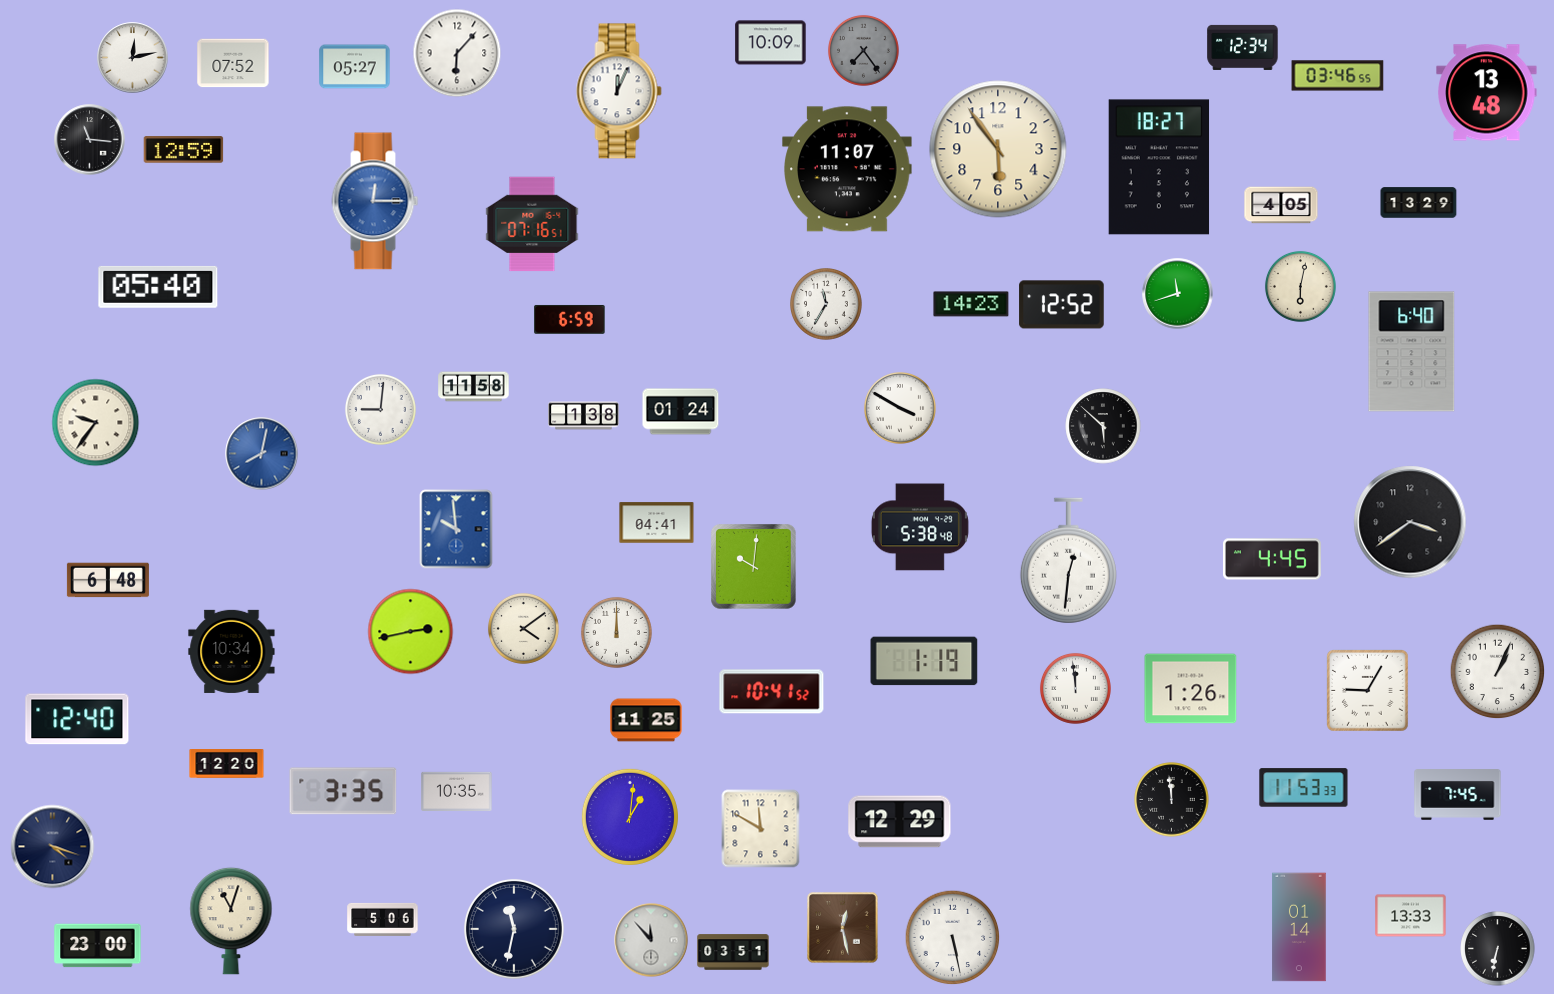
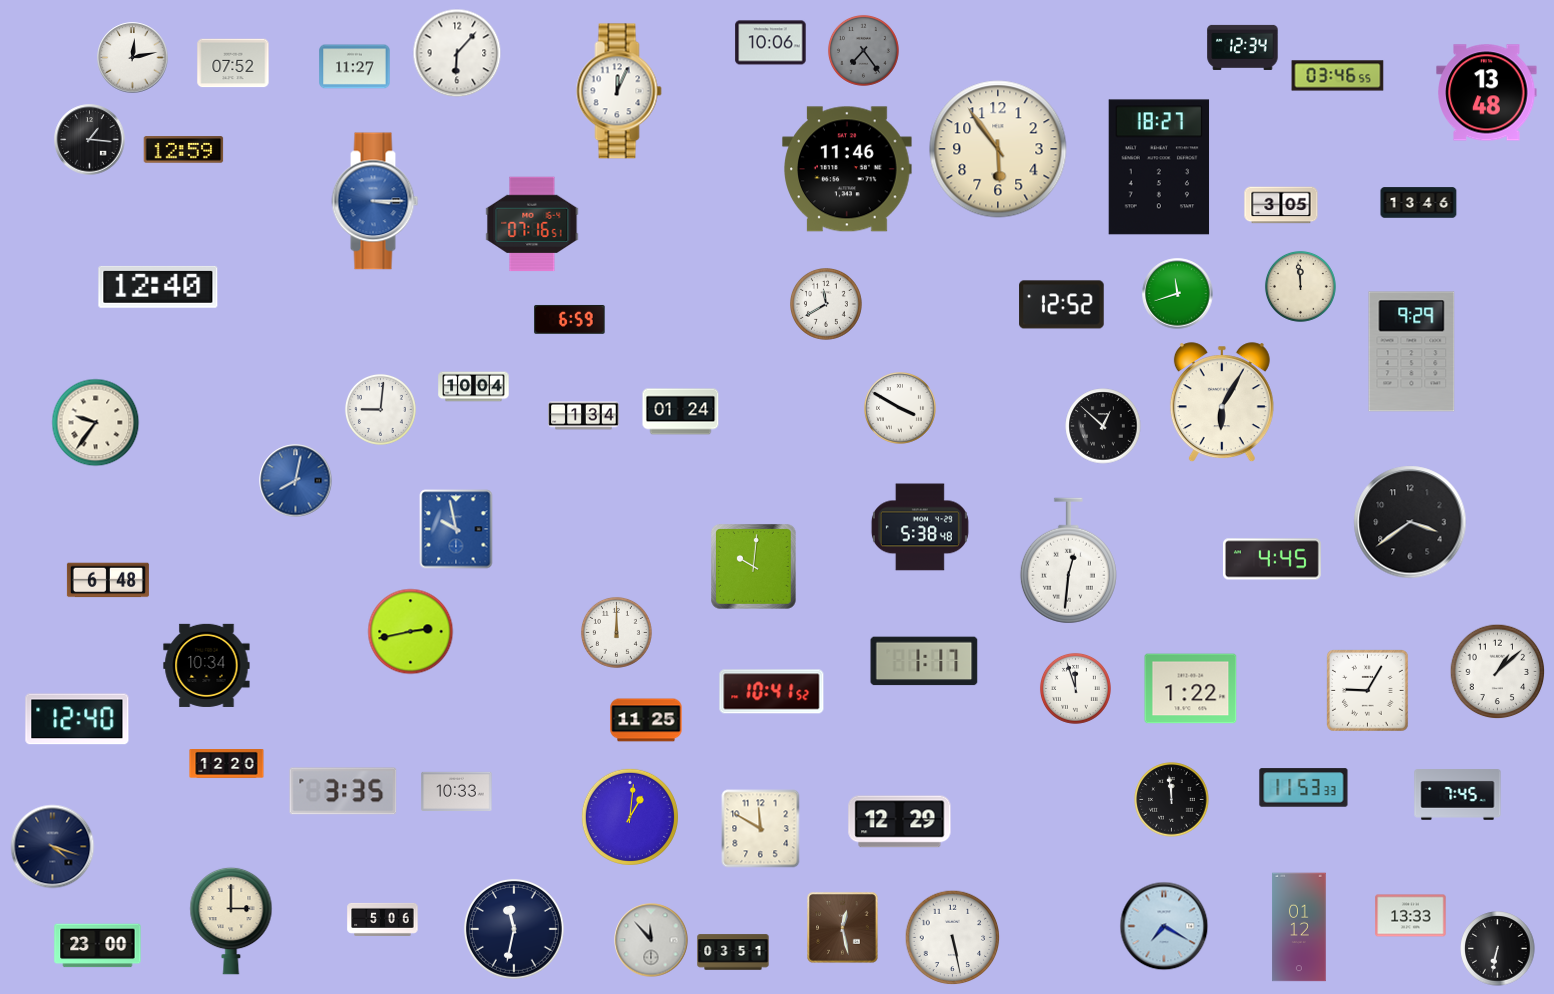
clock at (771, 43): 10:09 -> 10:06
clock at (355, 67): 05:27 -> 11:27
clock at (90, 140): 11:16 -> 1:16
clock at (847, 169): 11:07 -> 11:46
clock at (375, 201): 12:15 -> 3:15
clock at (1419, 203): 13:29 -> 13:46
clock at (1281, 205): 4:05 -> 3:05
clock at (1300, 286): 6:02 -> 11:59
clock at (158, 287): 05:40 -> 12:40
clock at (971, 304): 14:23 -> none
clock at (827, 305): 11:35 -> 11:40
clock at (1412, 352): 6:40 -> 9:29
clock at (474, 387): 11:58 -> 10:04
clock at (1222, 403): none -> 6:05
clock at (584, 416): 1:38 -> 1:34
clock at (1103, 426): 5:52 -> 12:52
clock at (262, 454) position: (262, 454) -> (296, 481)
clock at (657, 523): 04:41 -> none
clock at (456, 529): 9:59 -> 9:58
clock at (523, 628): 4:09 -> none
clock at (232, 651) position: (232, 651) -> (207, 665)
clock at (924, 661): 1:19 -> 1:17
clock at (1498, 672): 1:04 -> 1:08
clock at (1075, 688): 11:59 -> 11:57
clock at (1191, 689): 1:26 -> 1:22
clock at (457, 791): 10:35 -> 10:33
clock at (231, 921): 11:03 -> 3:00
clock at (1164, 926): none -> 7:20
clock at (1299, 927): 01:14 -> 01:12
